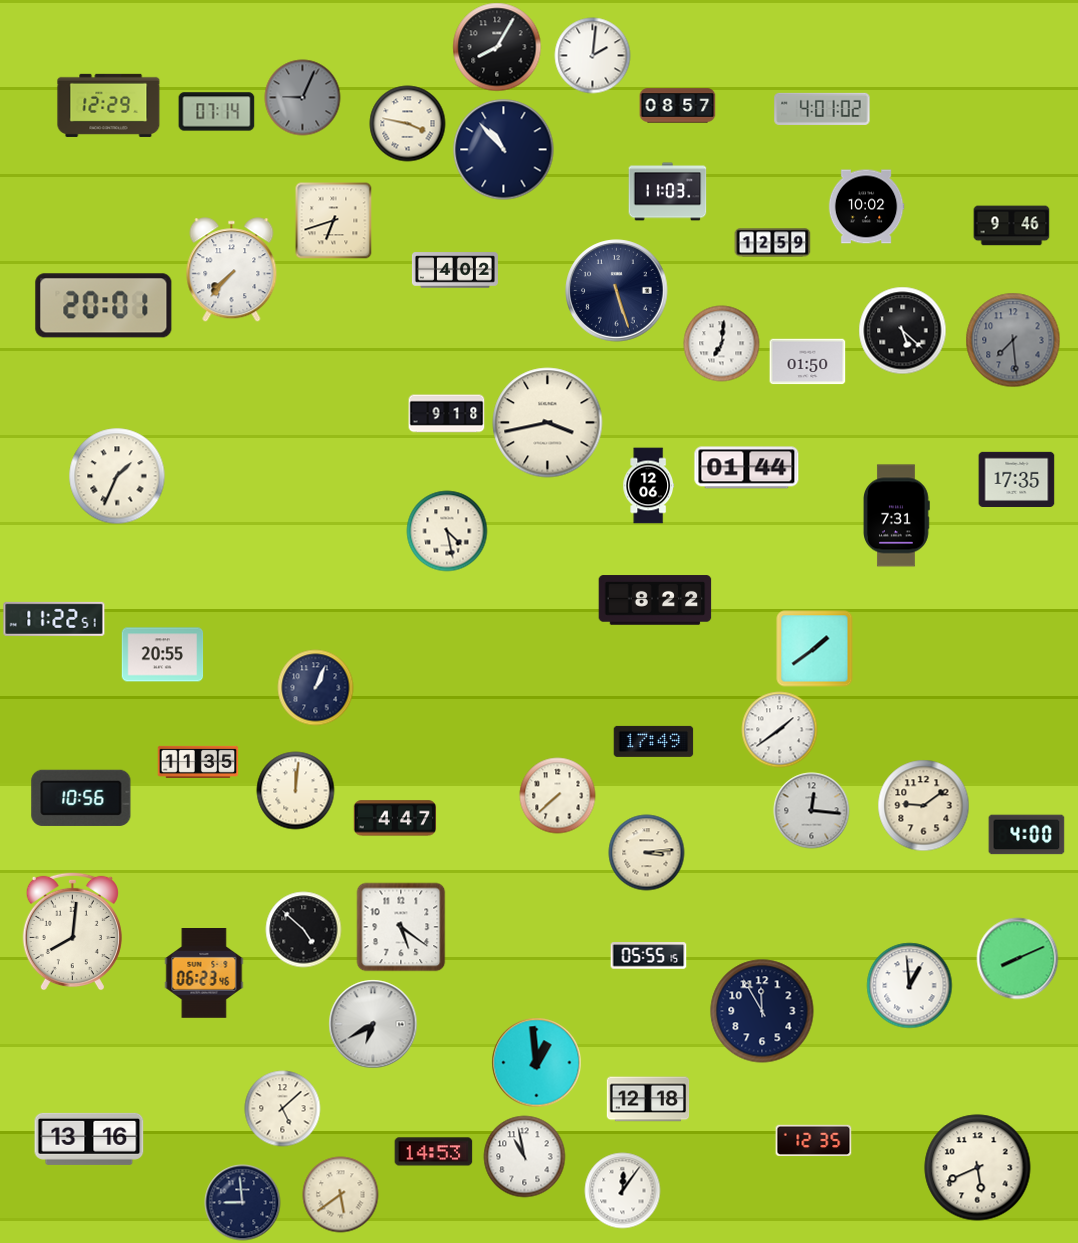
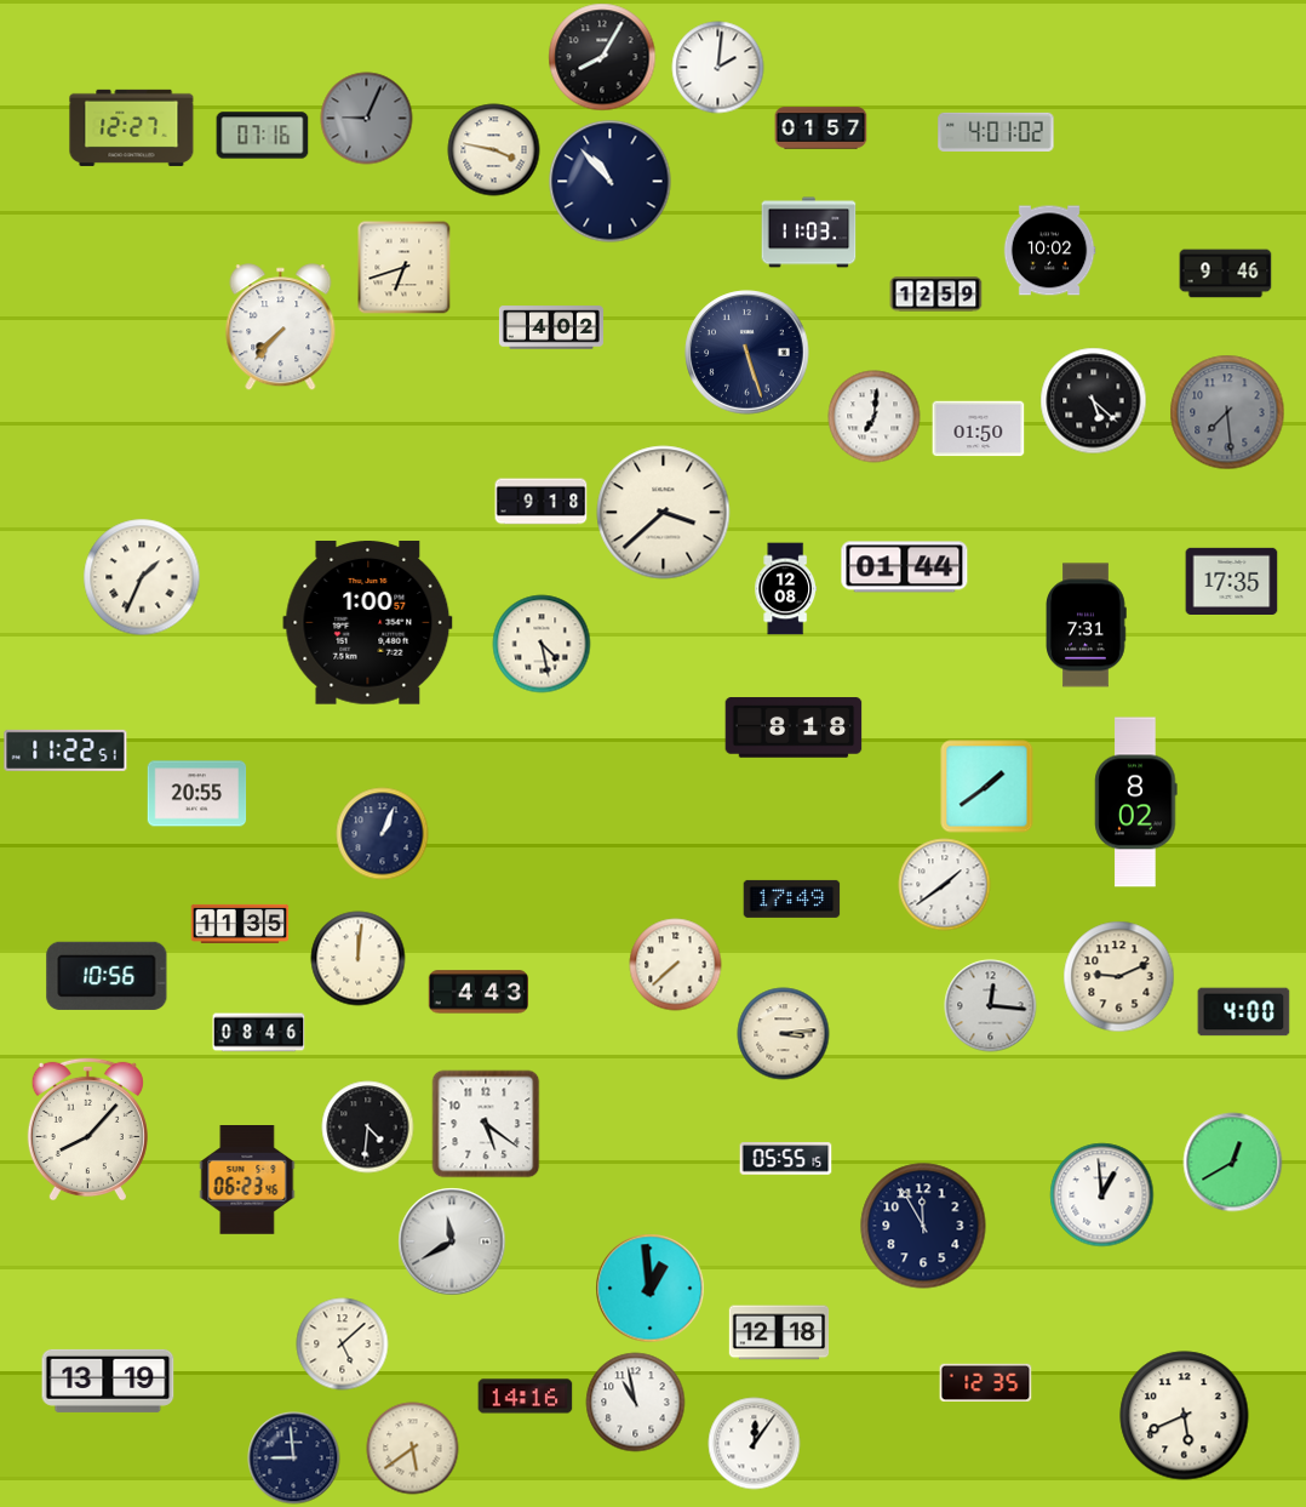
clock at (109, 105): 12:29 -> 12:27
clock at (678, 106): 08:57 -> 01:57
clock at (217, 112): 07:14 -> 07:16
clock at (104, 306): 20:01 -> none
clock at (808, 362) position: (808, 362) -> (979, 429)
clock at (548, 423): 3:43 -> 3:38
clock at (649, 486): 12:06 -> 12:08
clock at (368, 623): none -> 1:00
clock at (655, 600): 8:22 -> 8:18
clock at (1136, 803): none -> 8:02
clock at (81, 798) position: (81, 798) -> (107, 976)
clock at (924, 806): 9:09 -> 9:11
clock at (812, 811) position: (812, 811) -> (991, 1006)
clock at (394, 818): 4:47 -> 4:43
clock at (259, 1033): none -> 08:46
clock at (304, 930): 4:52 -> 4:31
clock at (72, 931): 8:01 -> 8:07
clock at (1018, 959): 8:11 -> 12:40
clock at (373, 1024): 6:40 -> 11:40
clock at (648, 1099) position: (648, 1099) -> (779, 1332)
clock at (89, 1139): 13:16 -> 13:19
clock at (434, 1152): 14:53 -> 14:16
